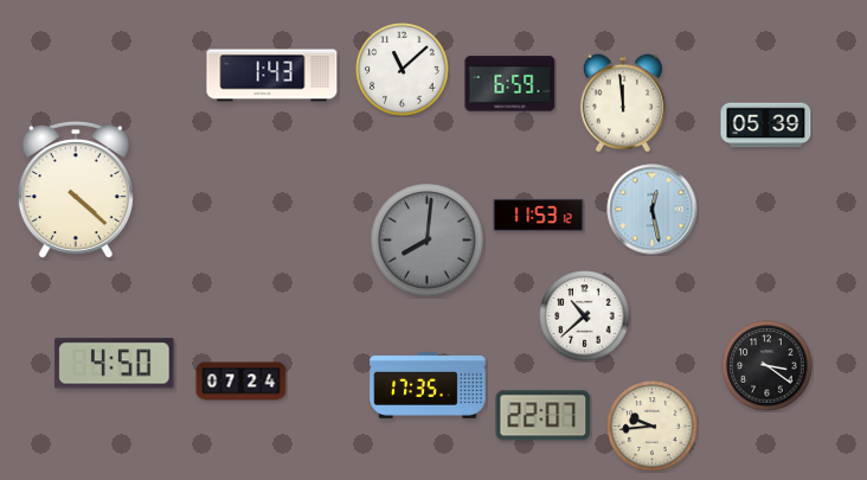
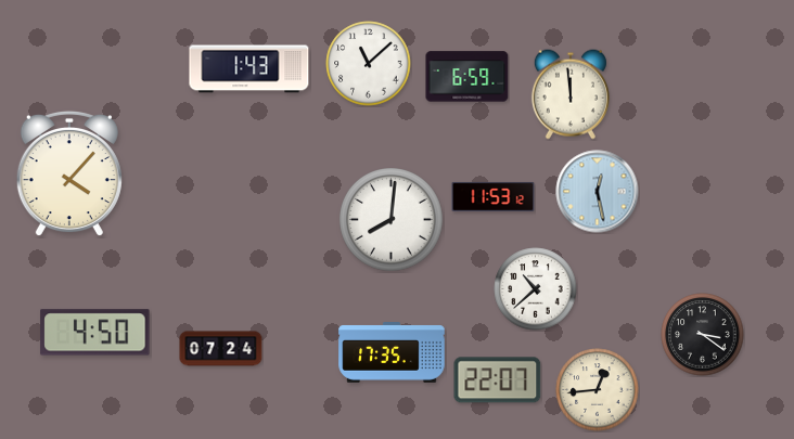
clock at (766, 126): 05:39 -> none
clock at (76, 190): 4:22 -> 4:07
clock at (428, 241) dial: grey -> white
clock at (115, 364) position: (115, 364) -> (95, 333)
clock at (653, 427): 9:44 -> 12:44
